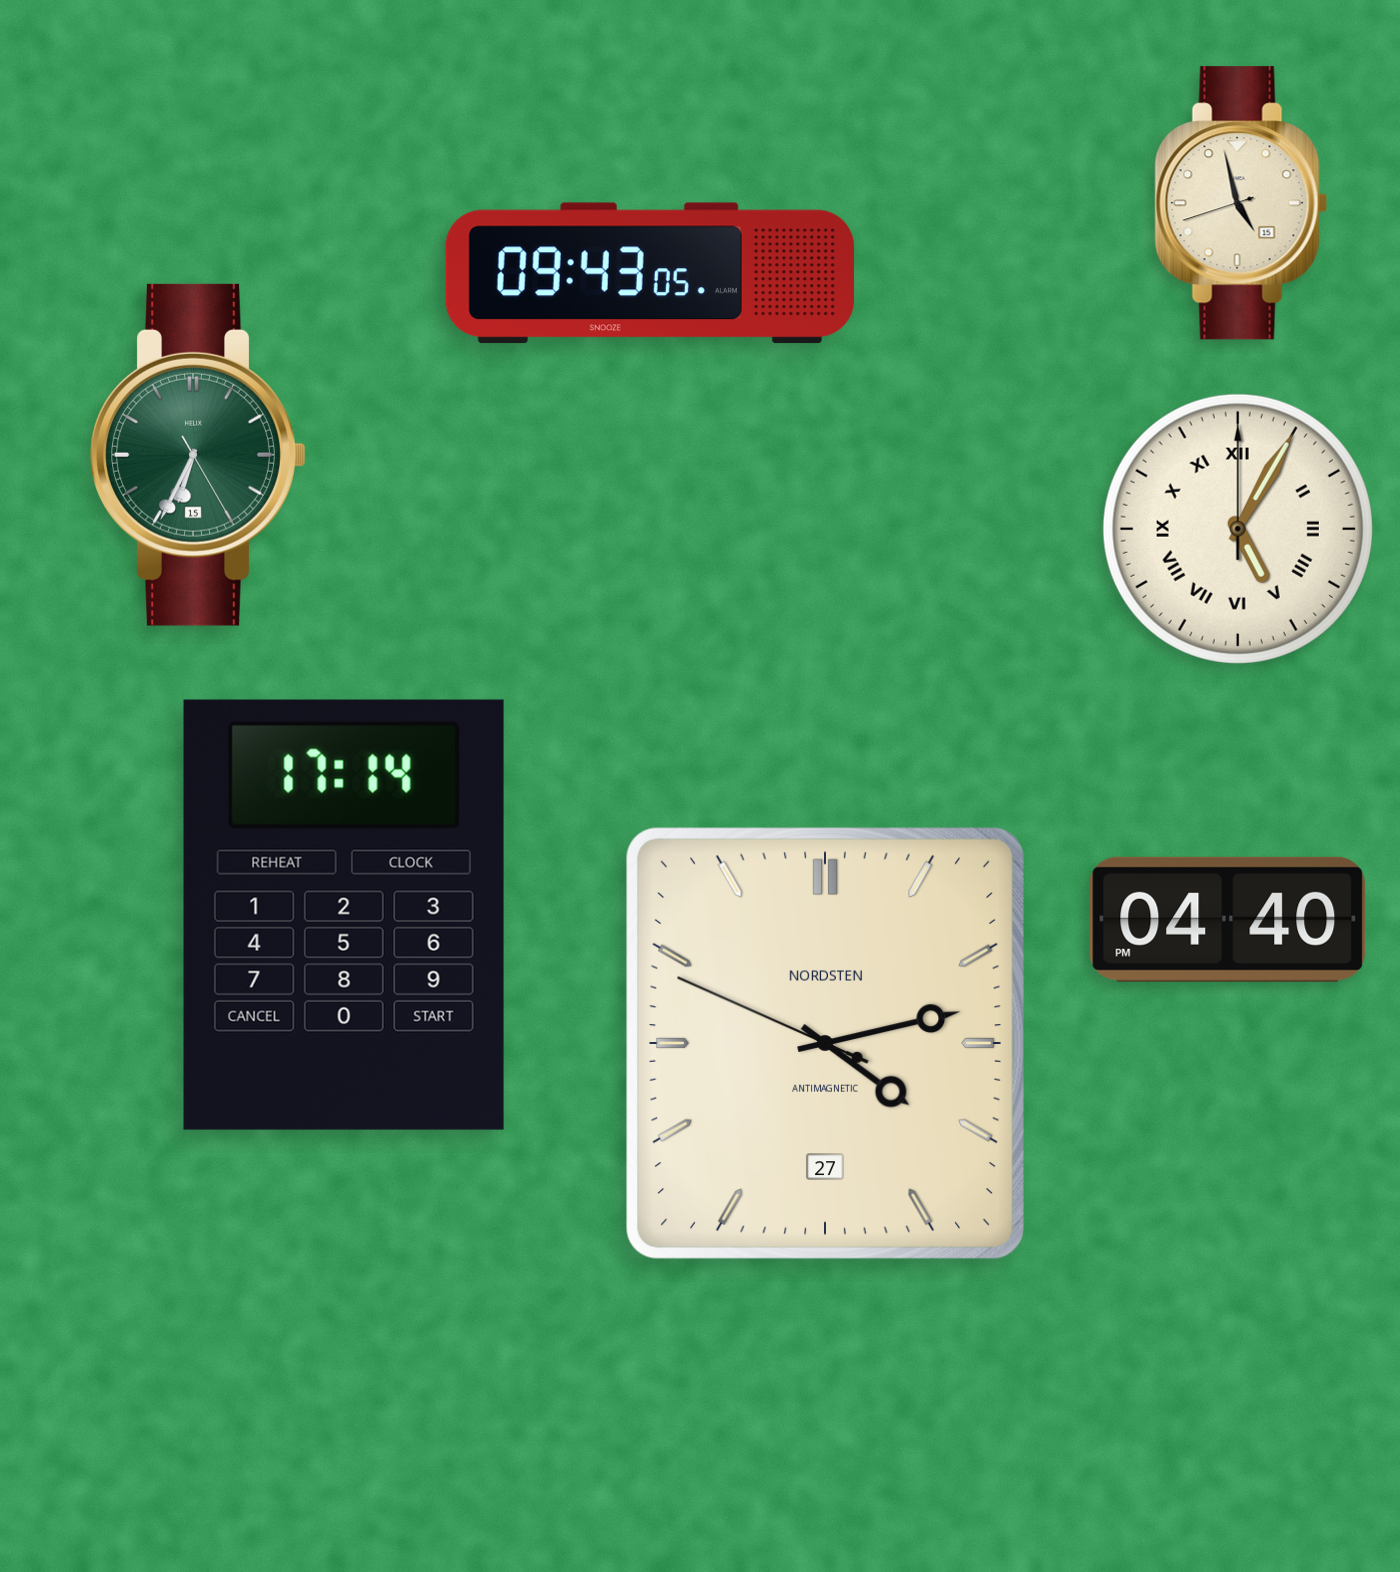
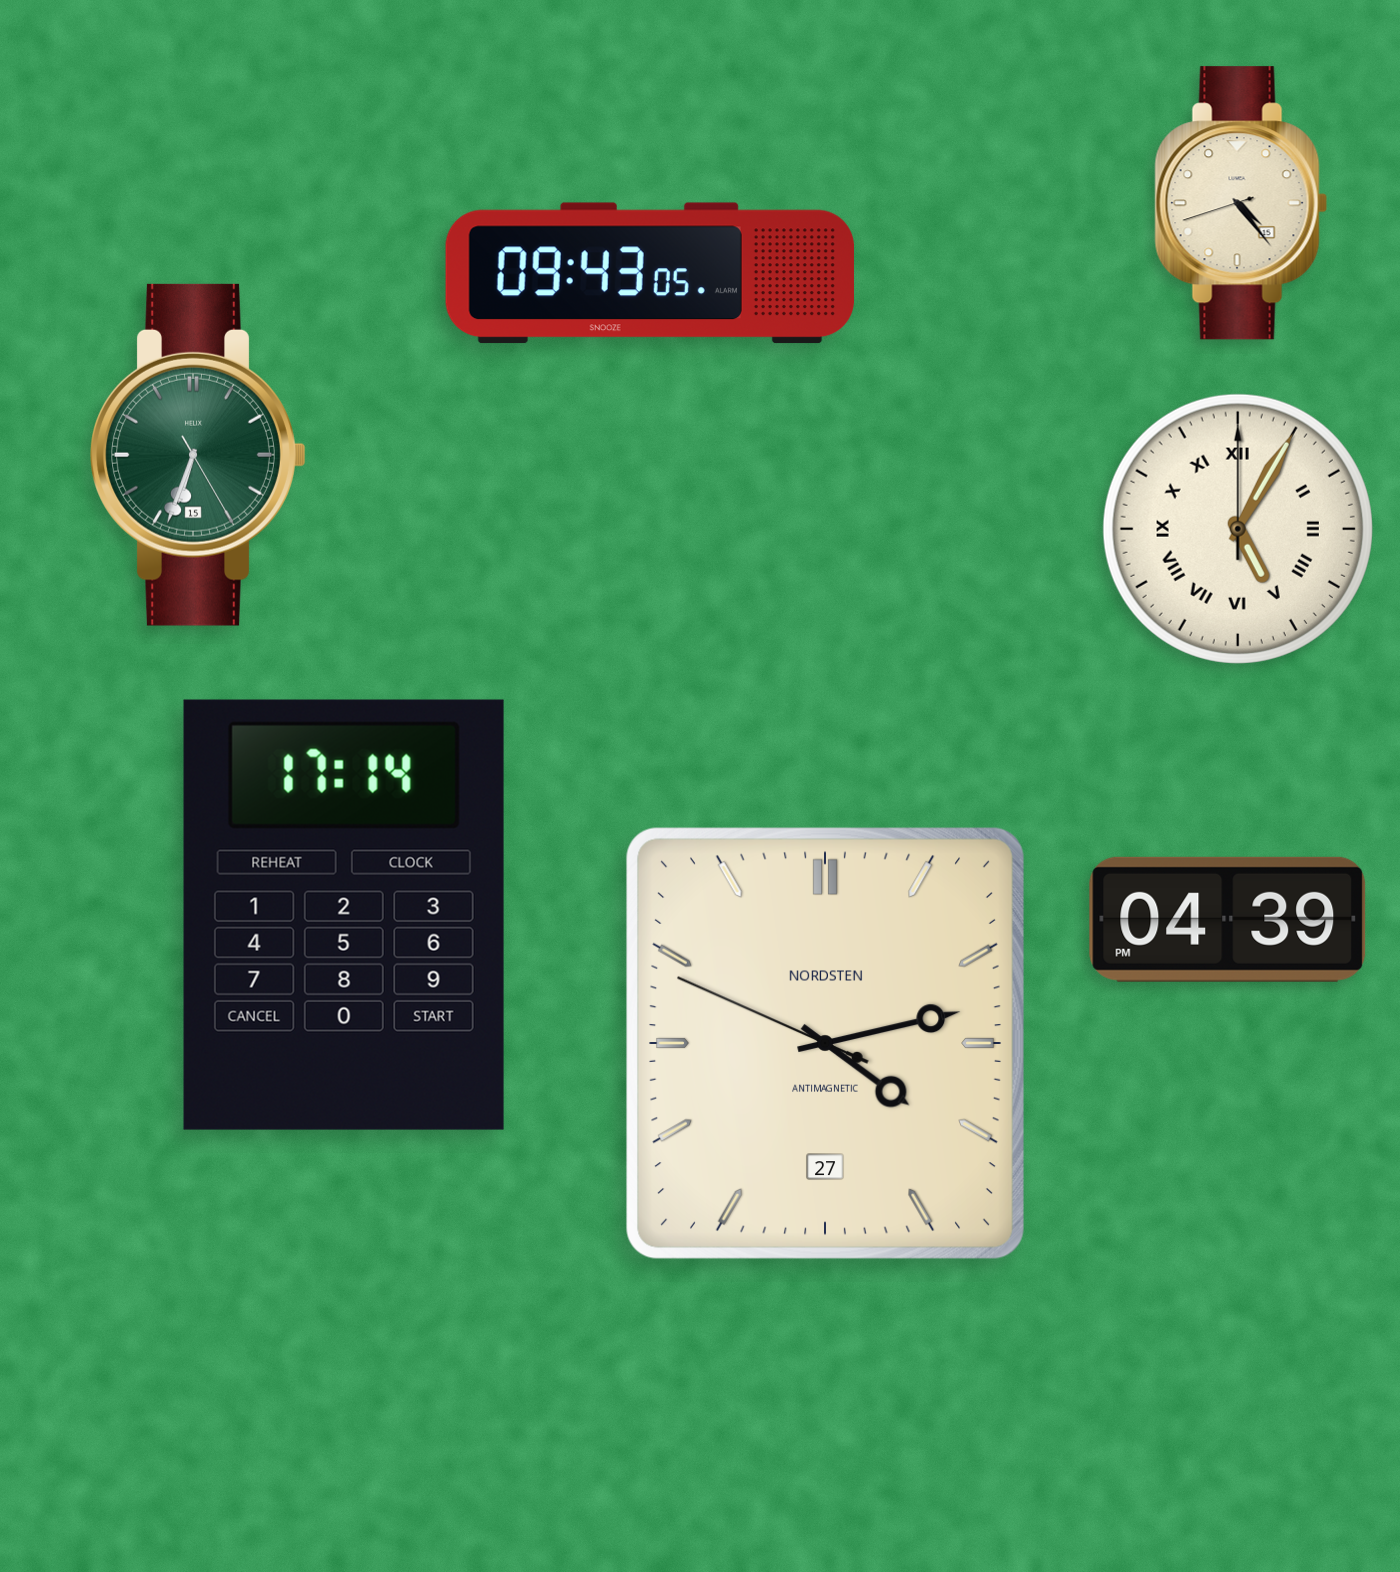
clock at (1241, 203): 4:57 -> 4:23
clock at (198, 455): 6:34 -> 6:33
clock at (1228, 919): 04:40 -> 04:39
